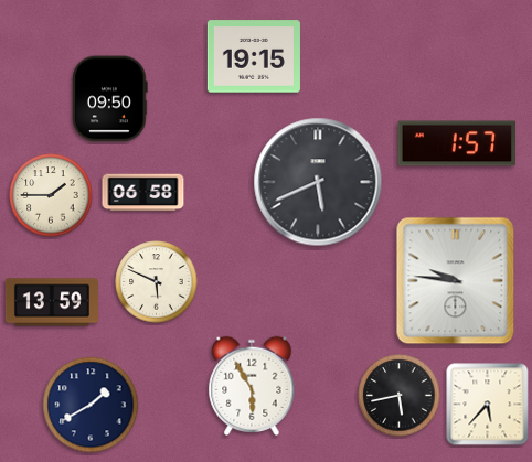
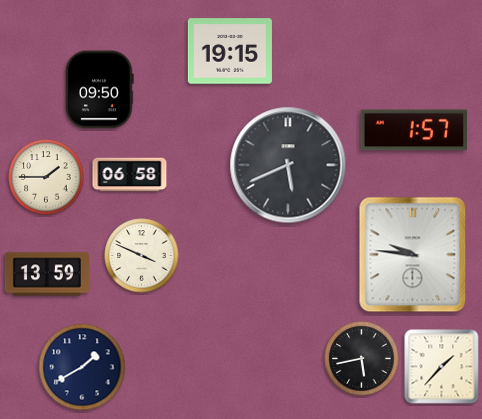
clock at (157, 282): 5:49 -> 3:49
clock at (252, 385): 5:55 -> none
clock at (488, 405): 5:37 -> 1:37
